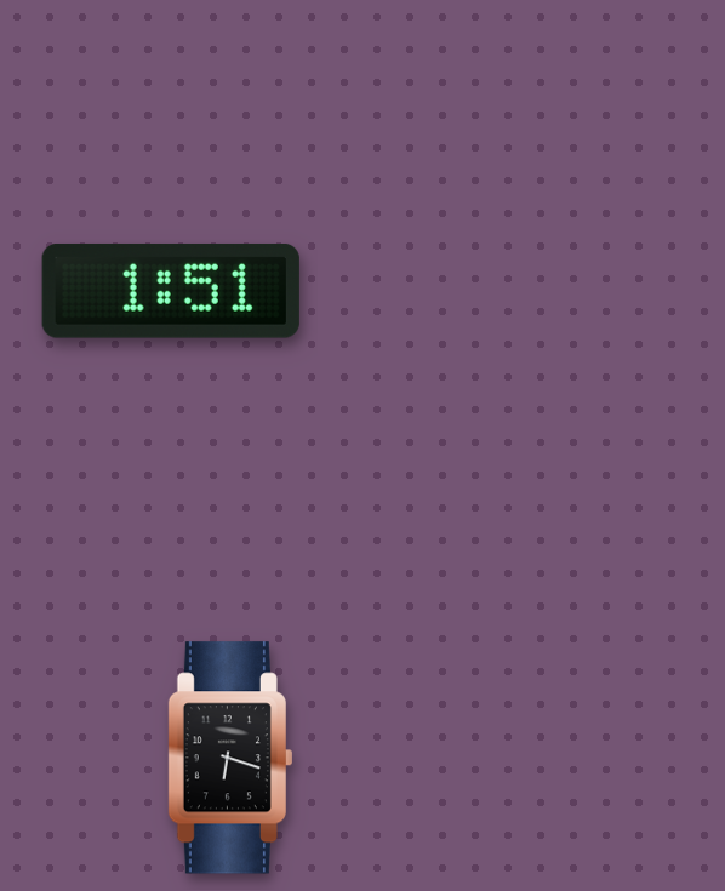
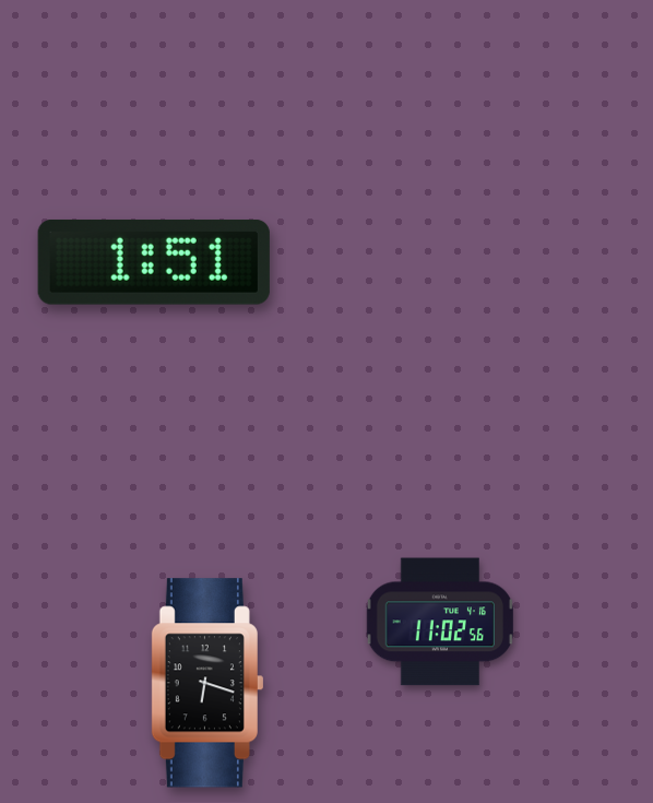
clock at (440, 622): none -> 11:02
